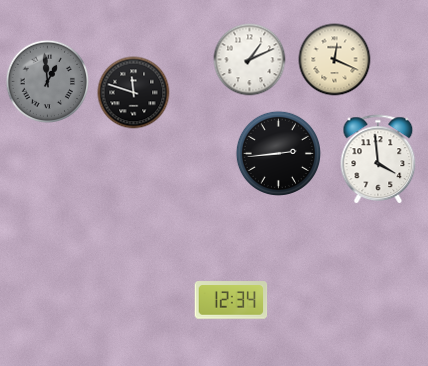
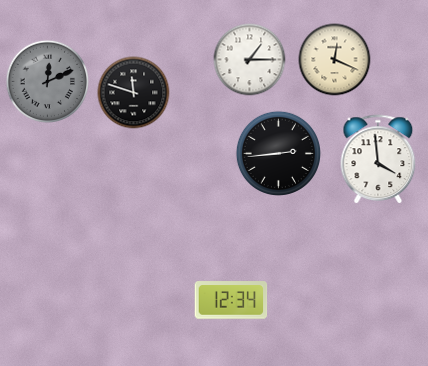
clock at (250, 60): 1:11 -> 1:15
clock at (48, 82): 12:59 -> 12:11
